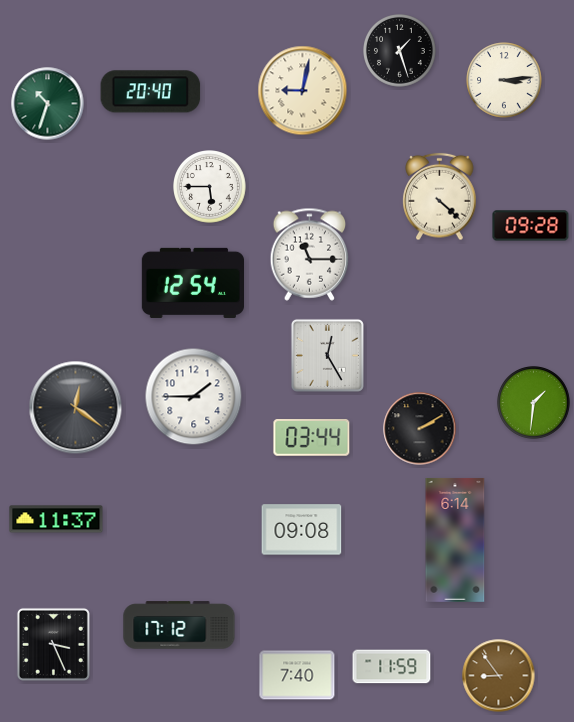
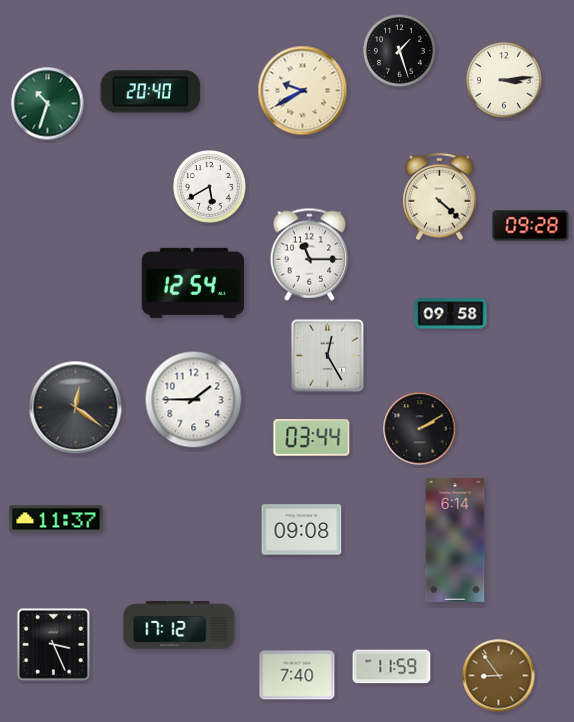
clock at (303, 91): 9:02 -> 9:40
clock at (210, 187): 5:45 -> 5:40
clock at (451, 314): none -> 09:58
clock at (194, 397) position: (194, 397) -> (194, 400)
clock at (534, 403): 1:31 -> none
